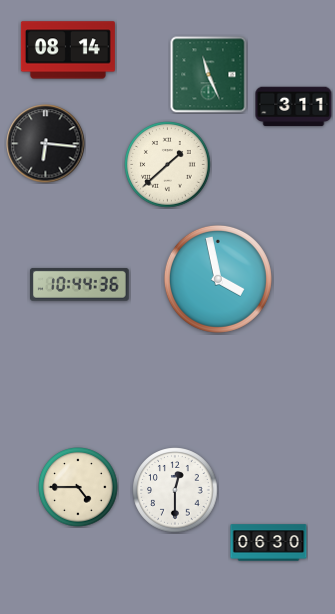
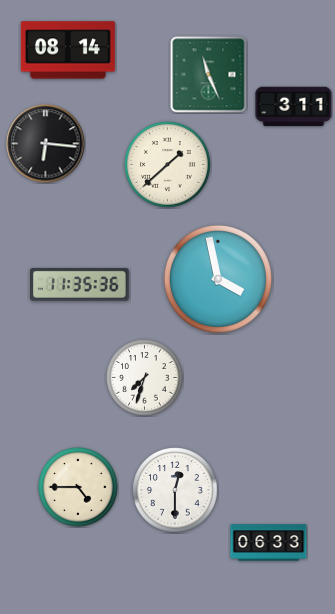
clock at (80, 284): 10:44 -> 11:35
clock at (145, 378): none -> 7:33
clock at (269, 543): 06:30 -> 06:33
